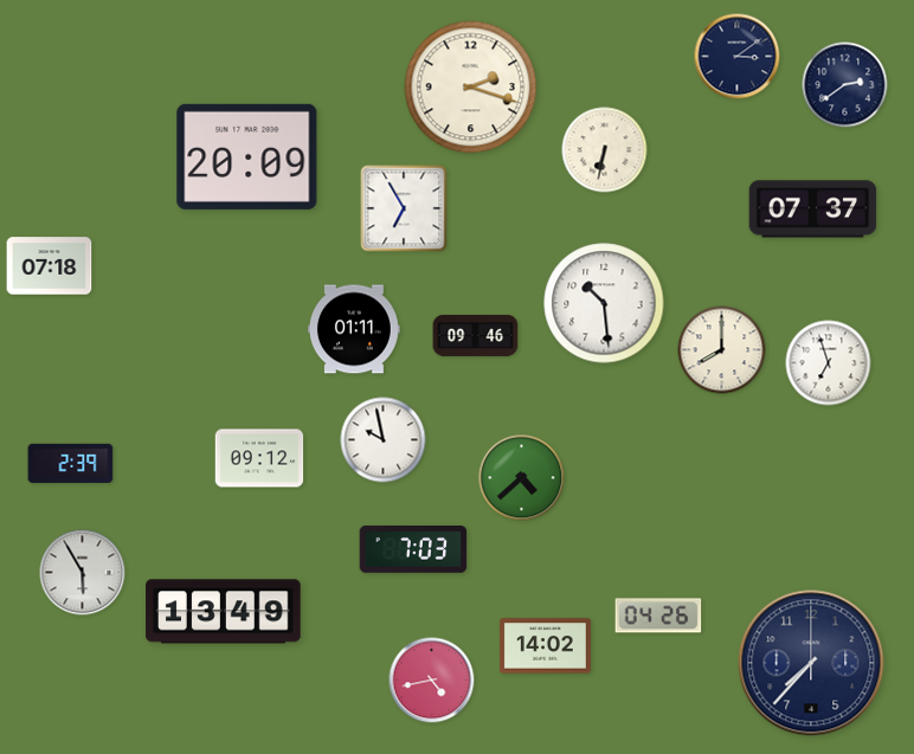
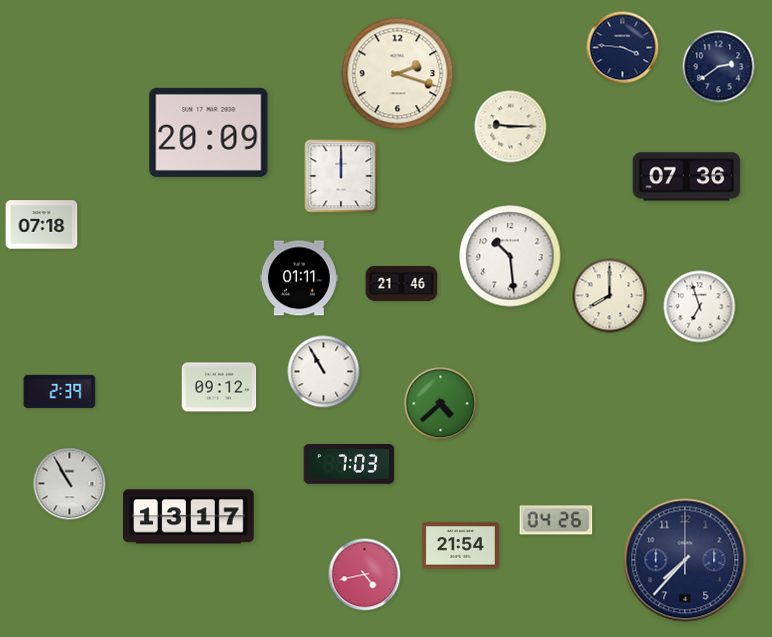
clock at (738, 57): 3:09 -> 3:46
clock at (845, 85) position: (845, 85) -> (719, 67)
clock at (605, 150): 6:32 -> 9:15
clock at (404, 208): 6:55 -> 12:00
clock at (813, 210): 07:37 -> 07:36
clock at (476, 335): 09:46 -> 21:46
clock at (384, 440): 9:58 -> 10:55
clock at (83, 573): 5:55 -> 10:55
clock at (224, 612): 13:49 -> 13:17
clock at (545, 646): 14:02 -> 21:54
